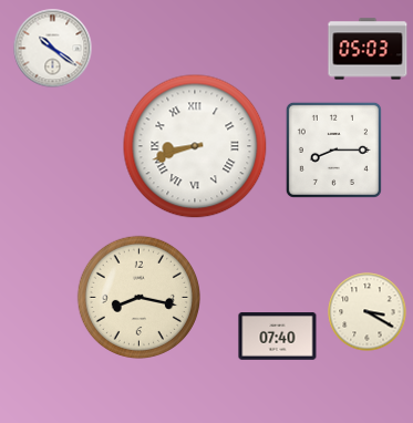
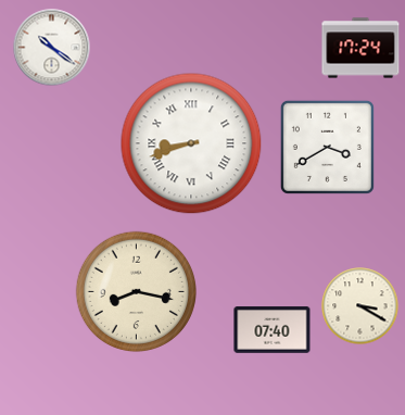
clock at (368, 49): 05:03 -> 17:24
clock at (333, 149): 8:15 -> 3:40
